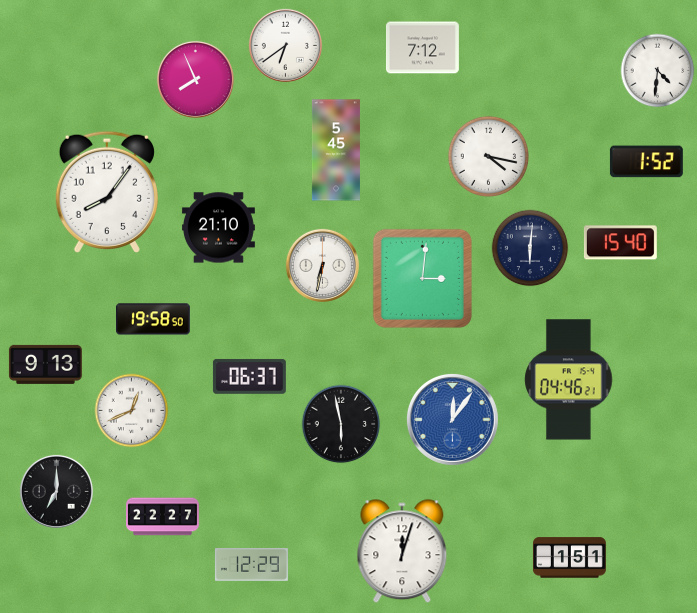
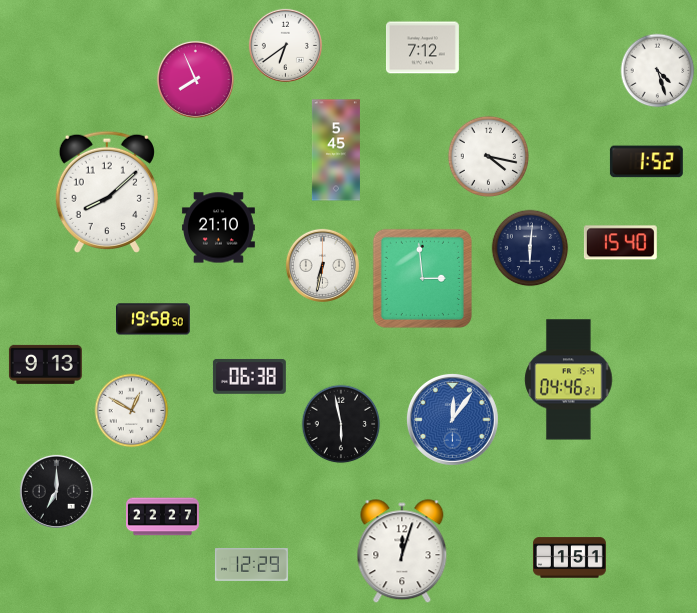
clock at (658, 71): 4:31 -> 4:27
clock at (107, 192): 8:06 -> 8:08
clock at (422, 278): 3:01 -> 2:59
clock at (249, 377): 06:37 -> 06:38
clock at (132, 411): 12:41 -> 12:50
